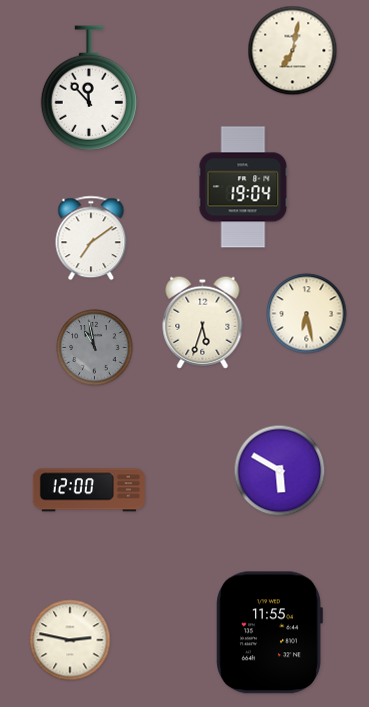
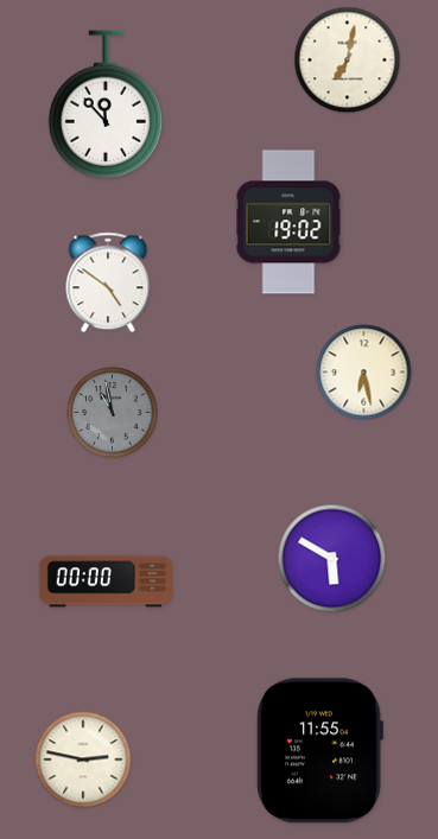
clock at (243, 187): 19:04 -> 19:02
clock at (91, 238): 7:09 -> 4:51
clock at (203, 322): 5:33 -> none
clock at (89, 490): 12:00 -> 00:00
